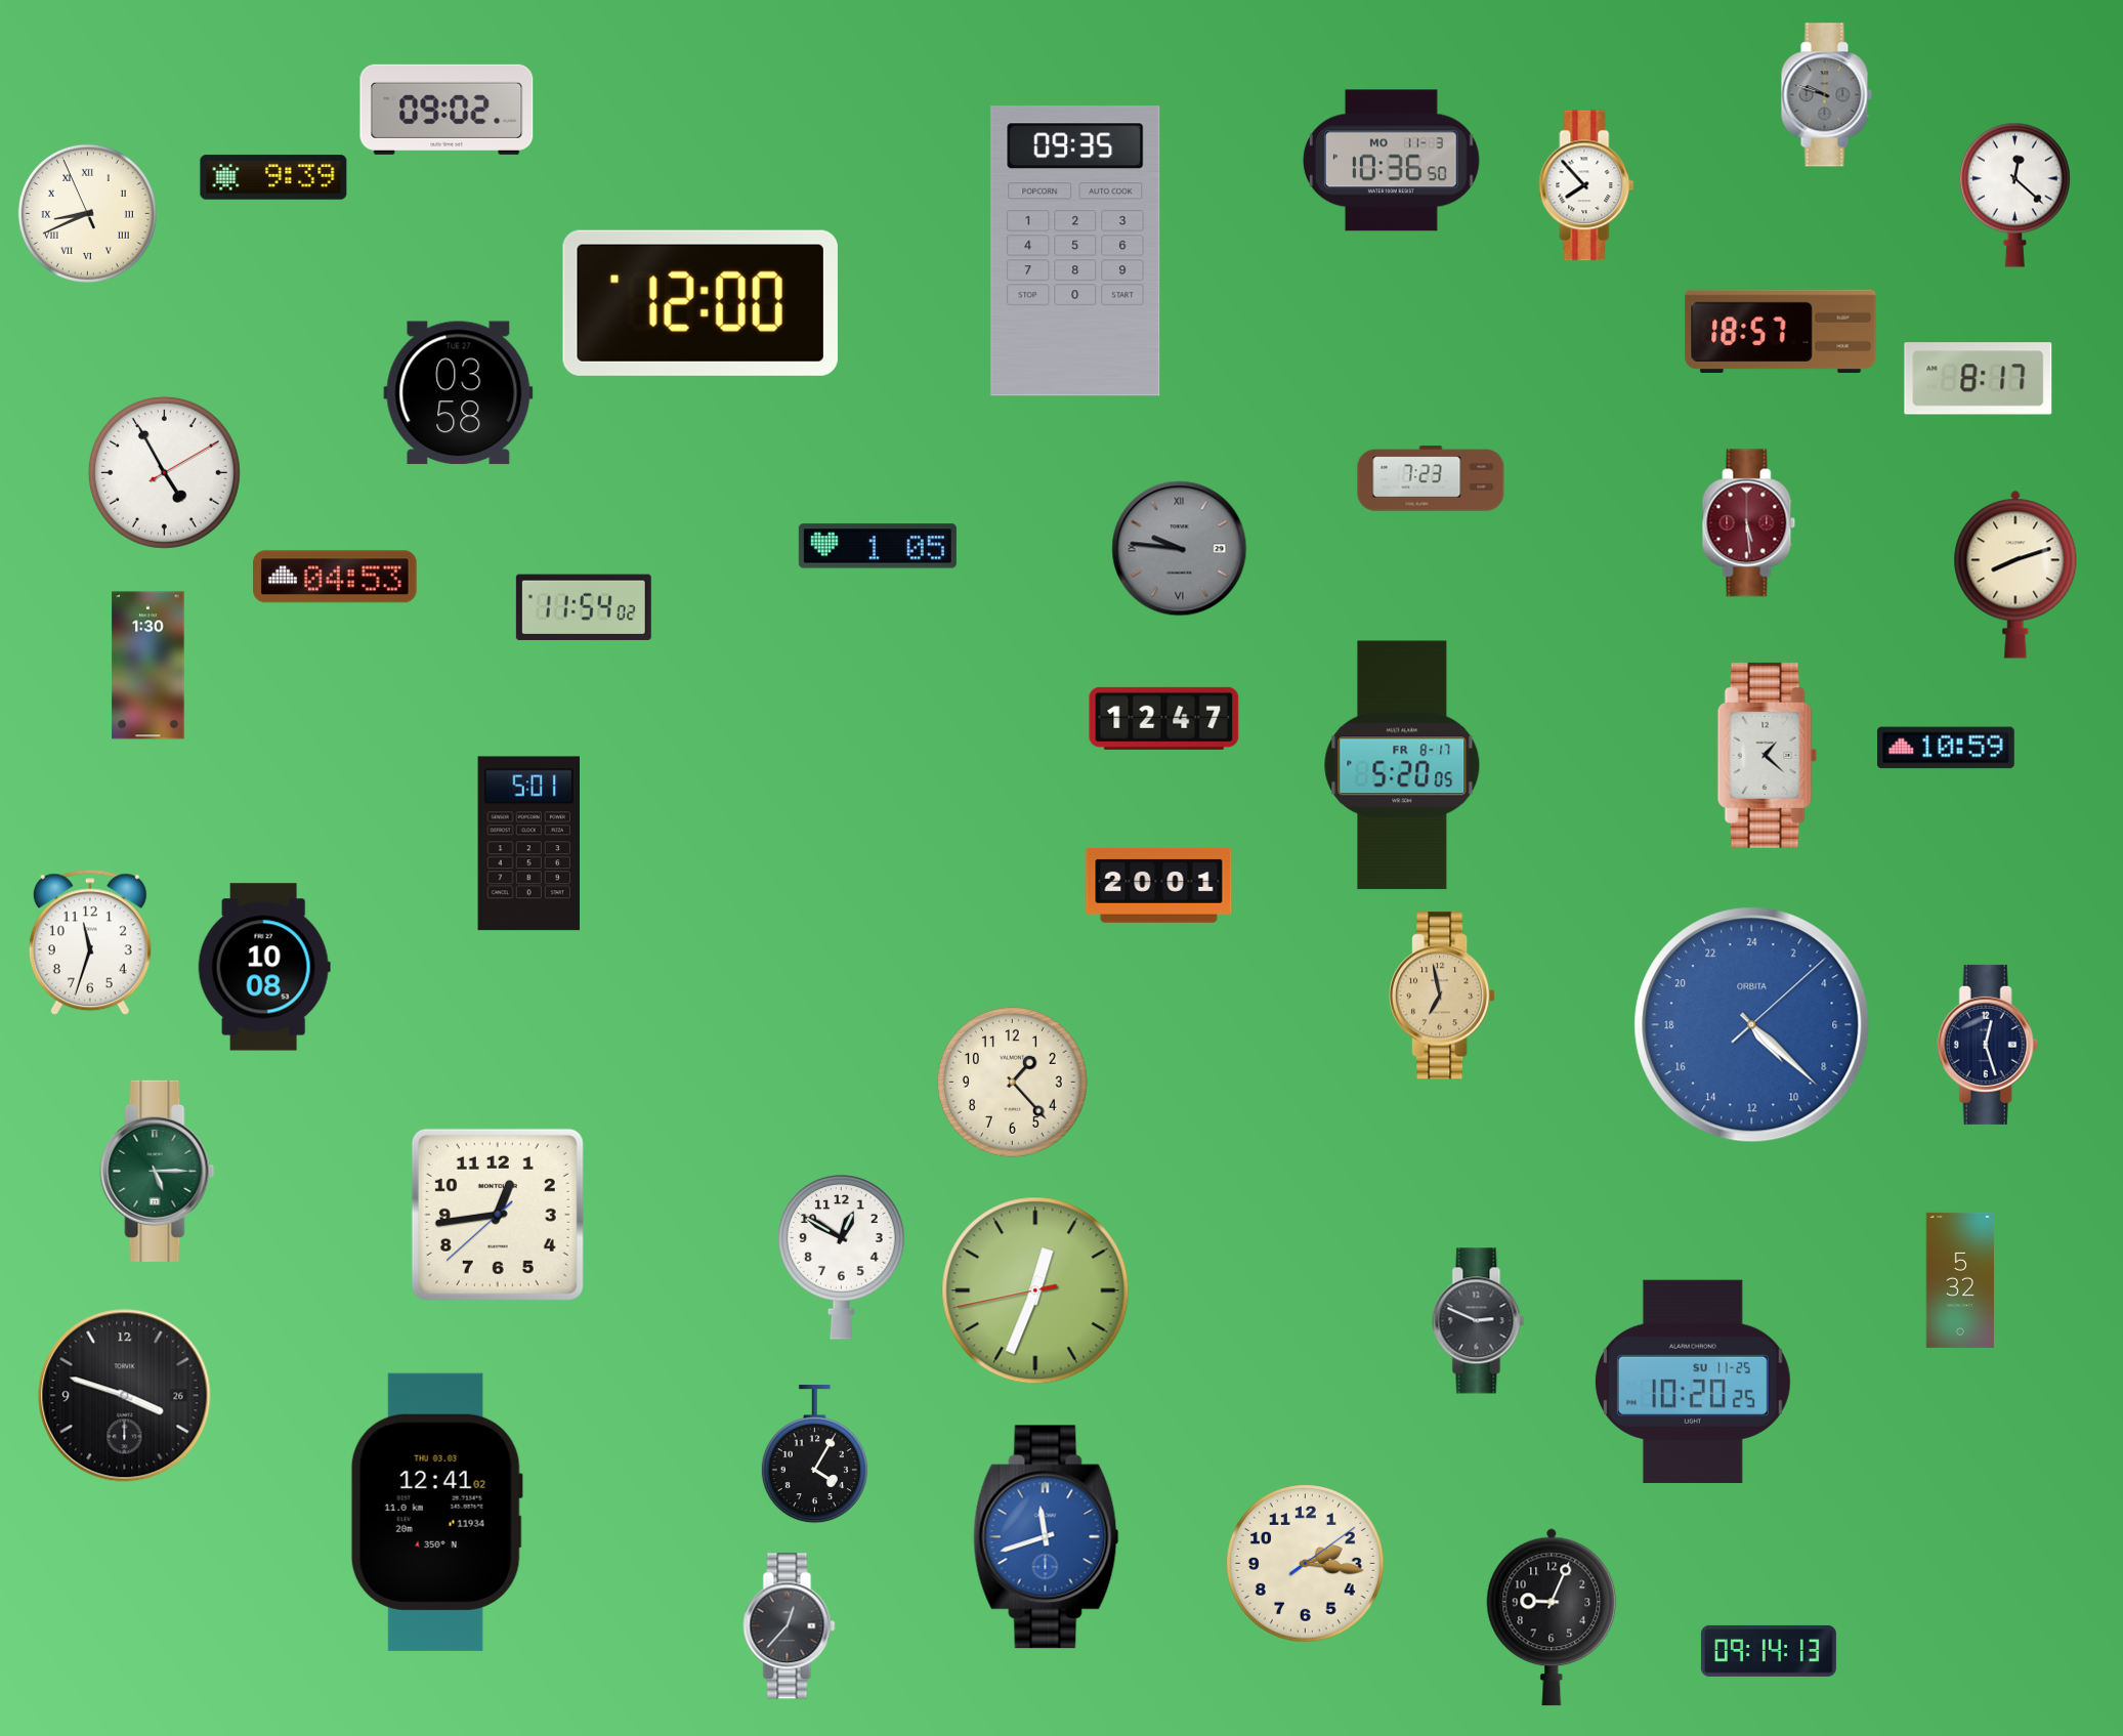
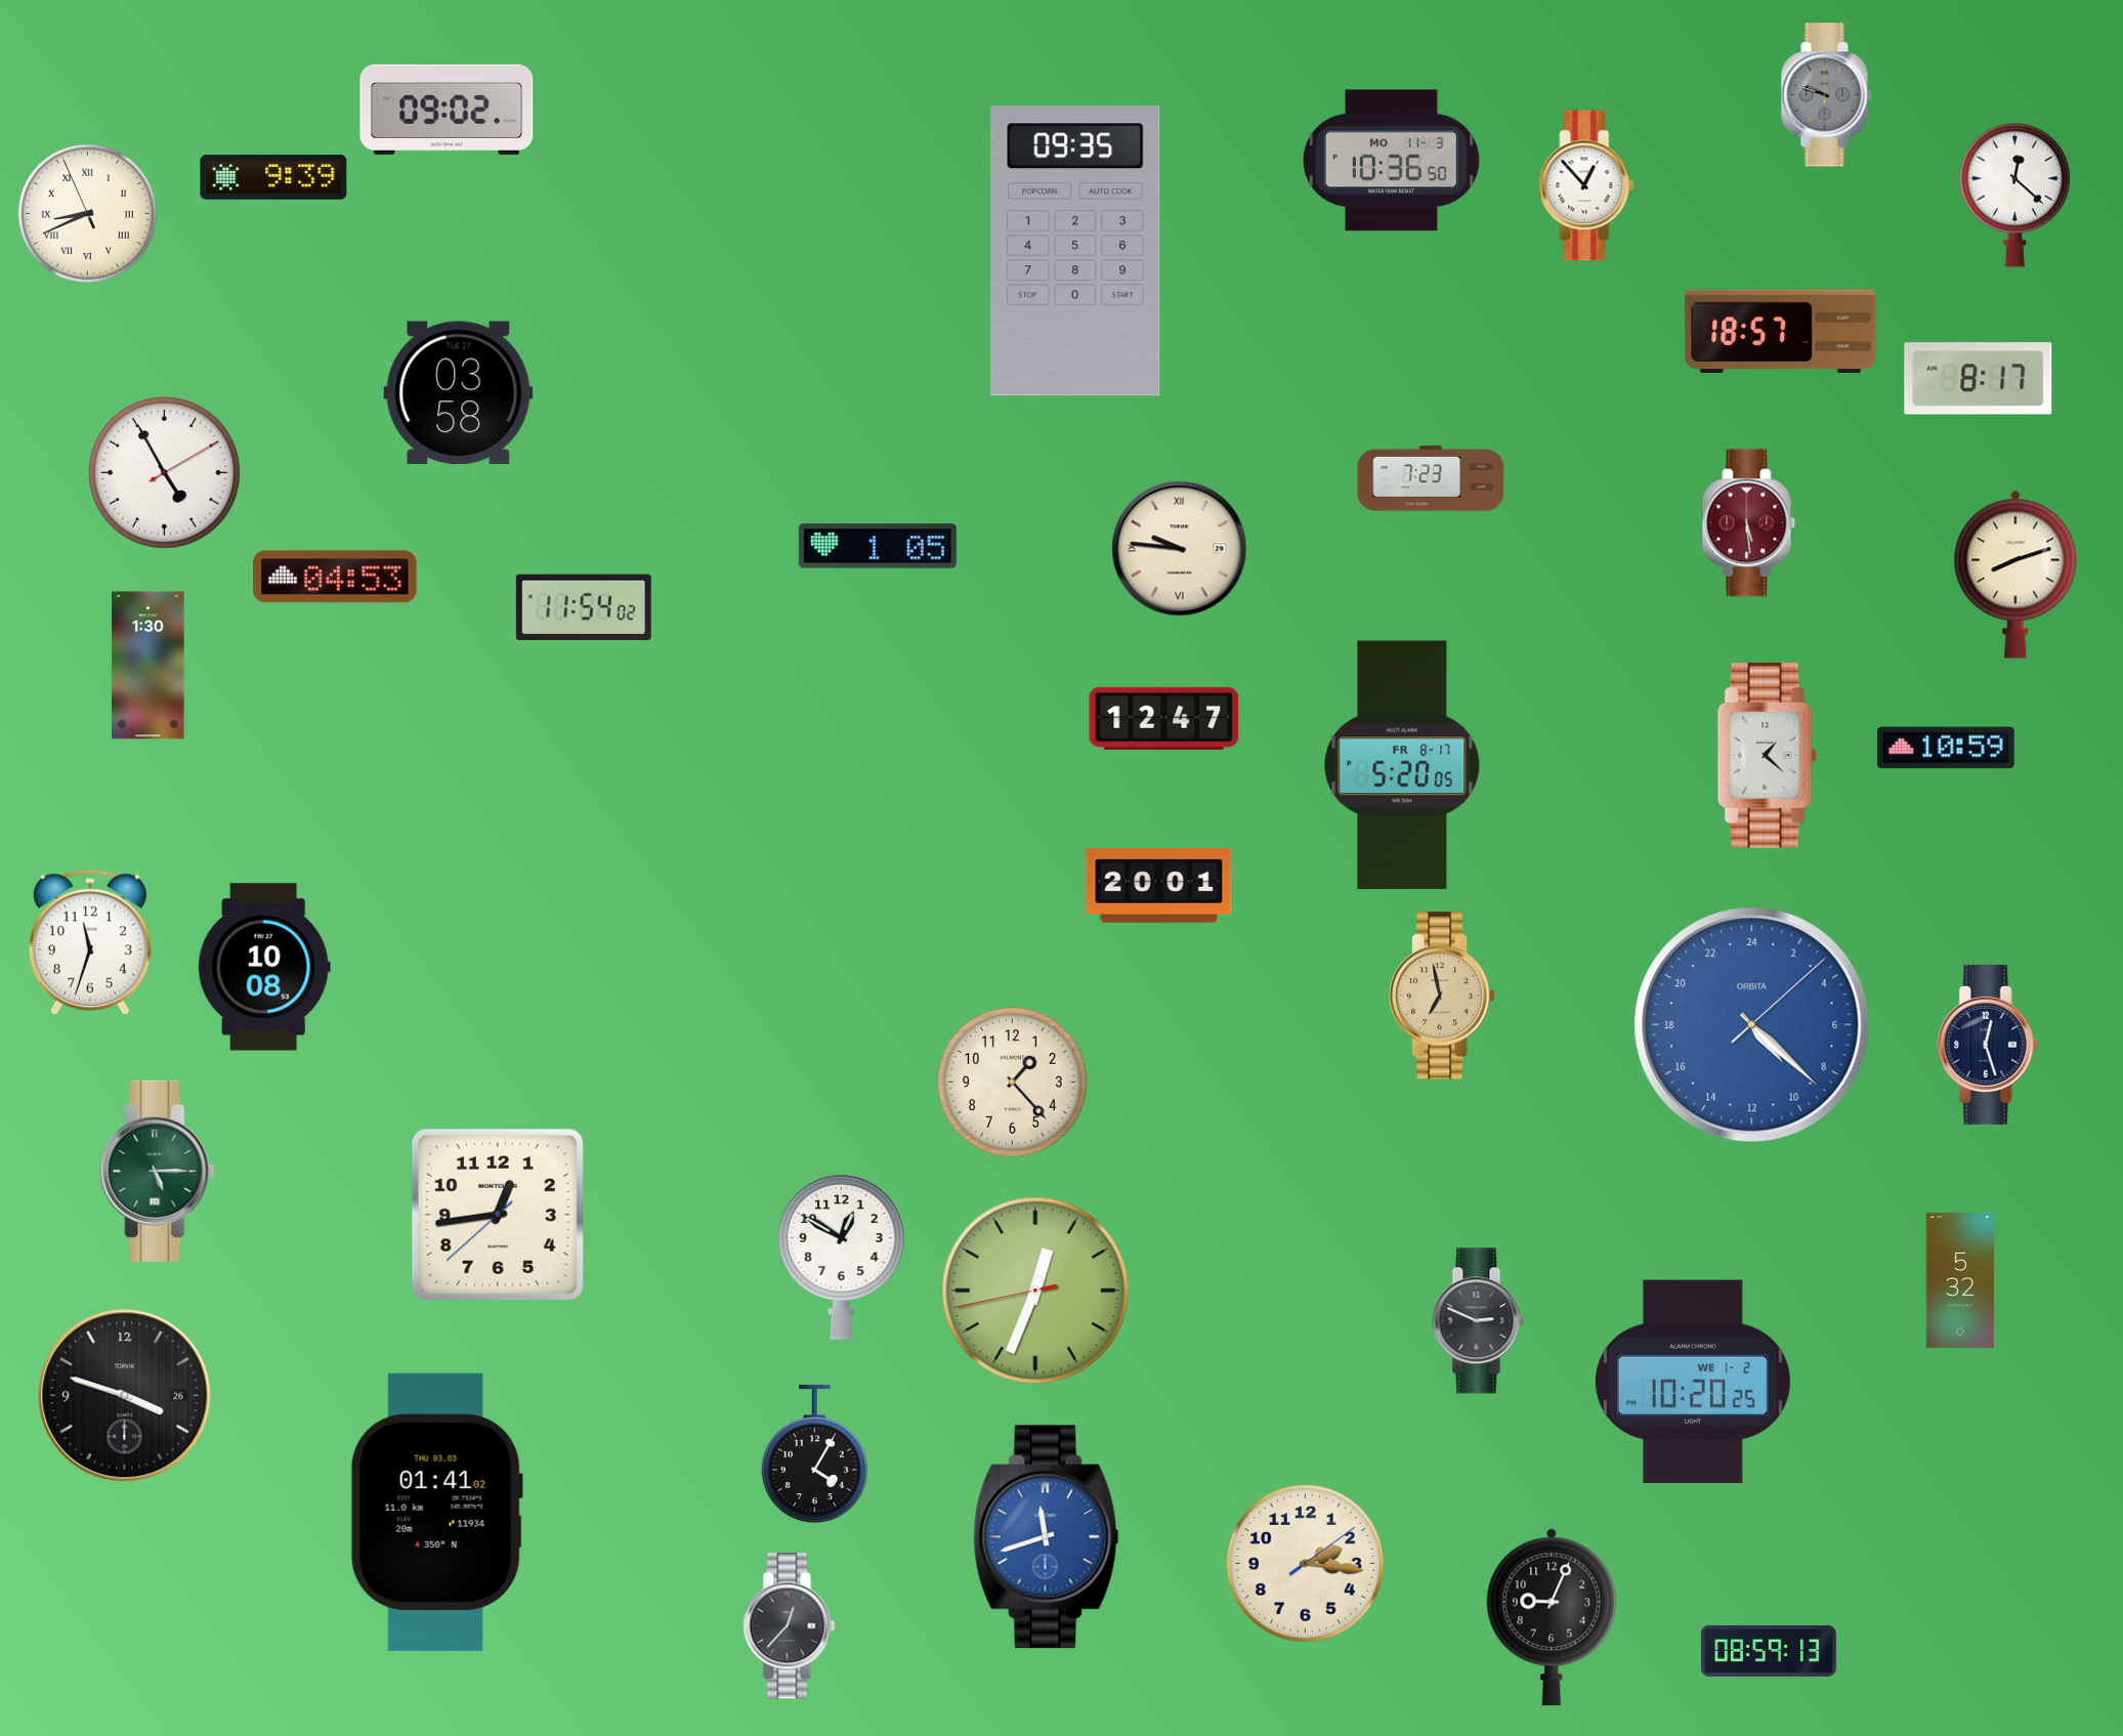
clock at (1586, 185): 7:53 -> 12:53
clock at (700, 303): 12:00 -> none
clock at (1180, 549) dial: grey -> cream
clock at (528, 844): 5:01 -> none
clock at (1693, 1381) date: SU 11-25 -> WE 1-2
clock at (436, 1512): 12:41 -> 01:41
clock at (1769, 1651): 09:14 -> 08:59
